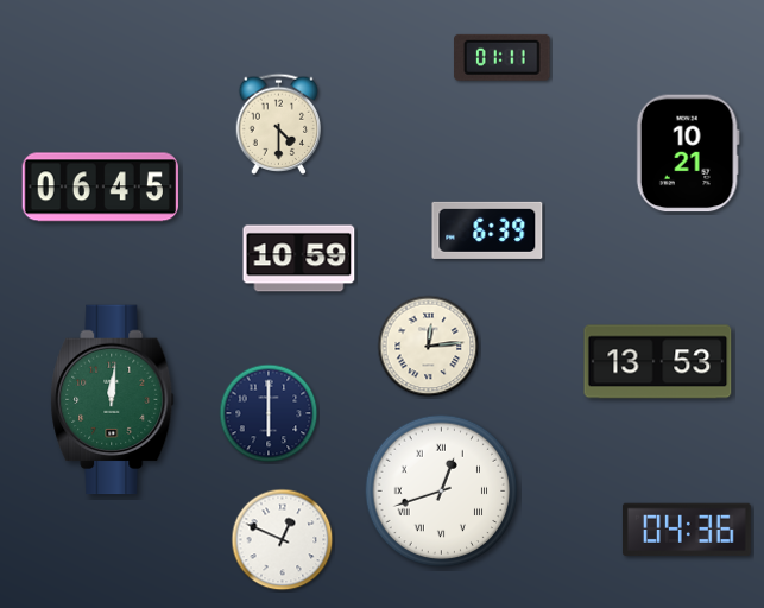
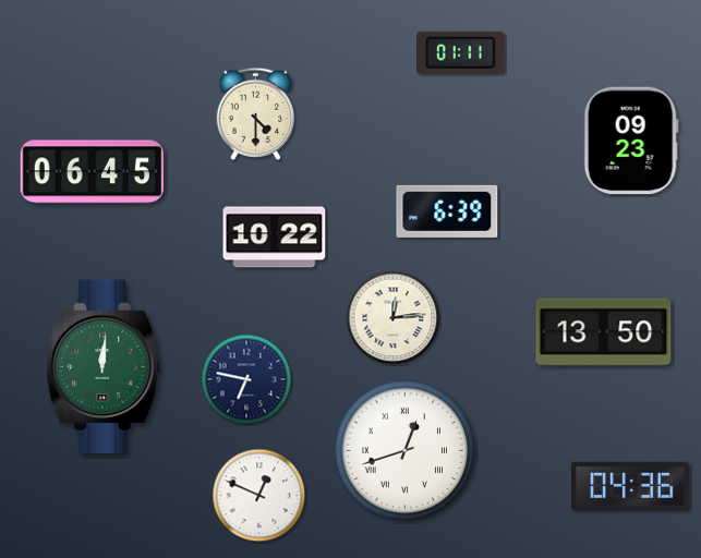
clock at (688, 153): 10:21 -> 09:23
clock at (299, 259): 10:59 -> 10:22
clock at (658, 362): 13:53 -> 13:50
clock at (269, 413): 6:00 -> 6:47
